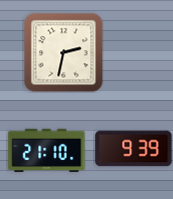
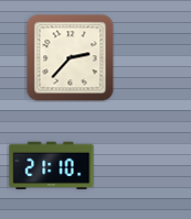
clock at (63, 52): 2:32 -> 2:37
clock at (134, 149): 9:39 -> none
